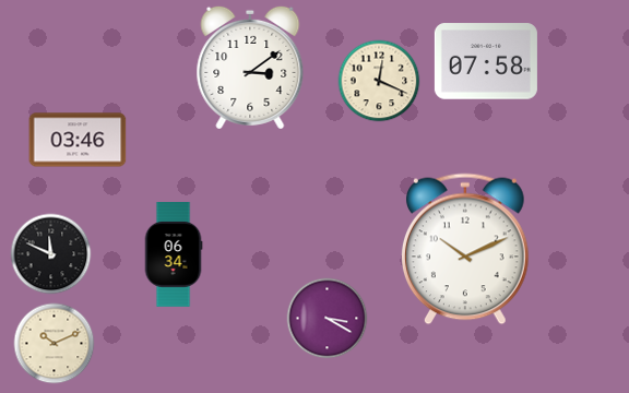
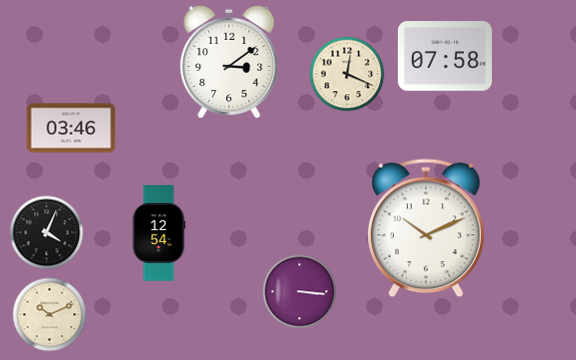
clock at (51, 254): 11:49 -> 4:04
clock at (174, 255): 06:34 -> 12:54
clock at (328, 319): 3:20 -> 3:16
